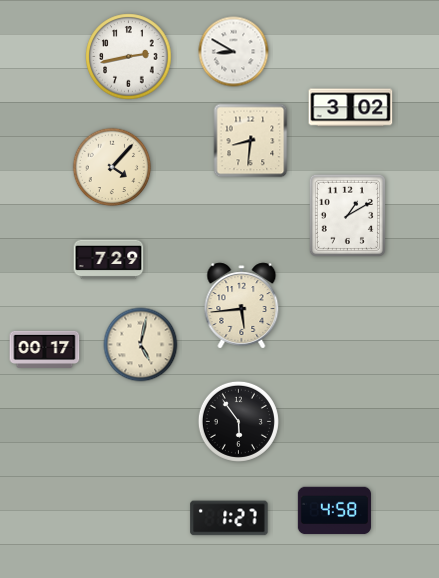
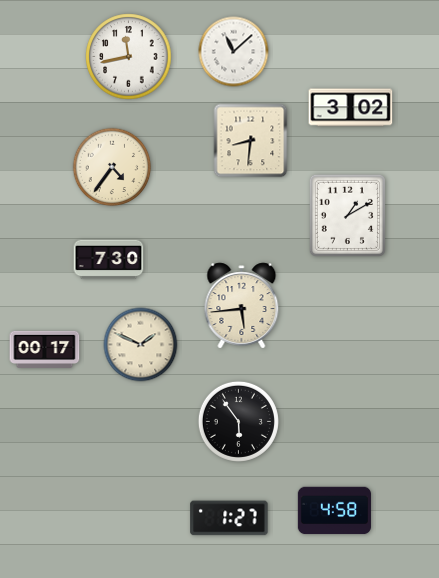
clock at (234, 52): 8:50 -> 11:08
clock at (129, 57): 2:43 -> 11:43
clock at (112, 167): 4:07 -> 4:36
clock at (109, 260): 7:29 -> 7:30
clock at (141, 345): 5:02 -> 1:49
